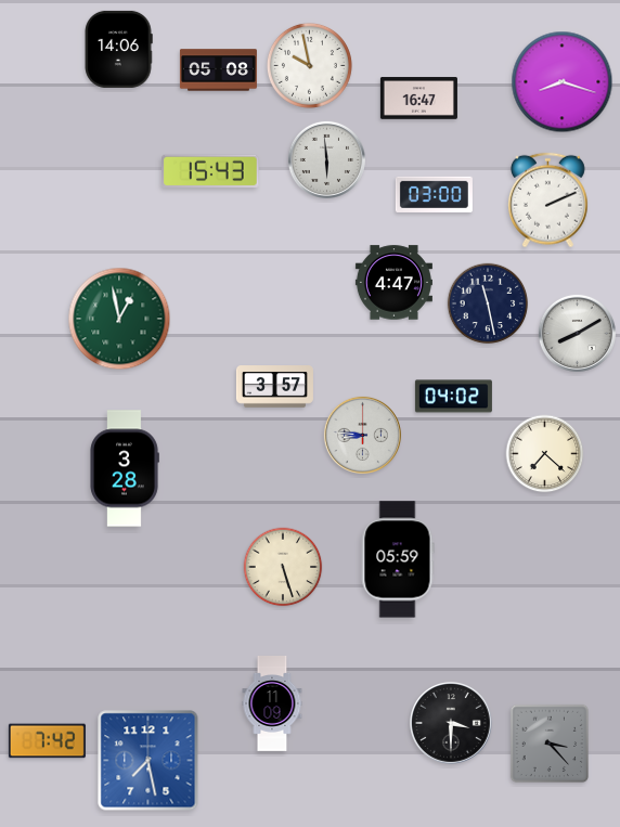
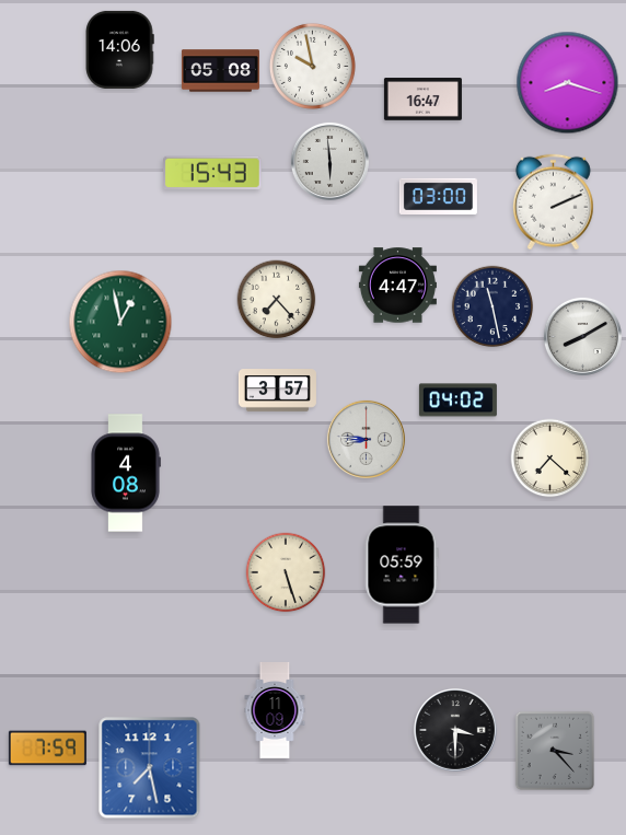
clock at (277, 300): none -> 7:23
clock at (125, 468): 3:28 -> 4:08
clock at (47, 741): 7:42 -> 7:59
